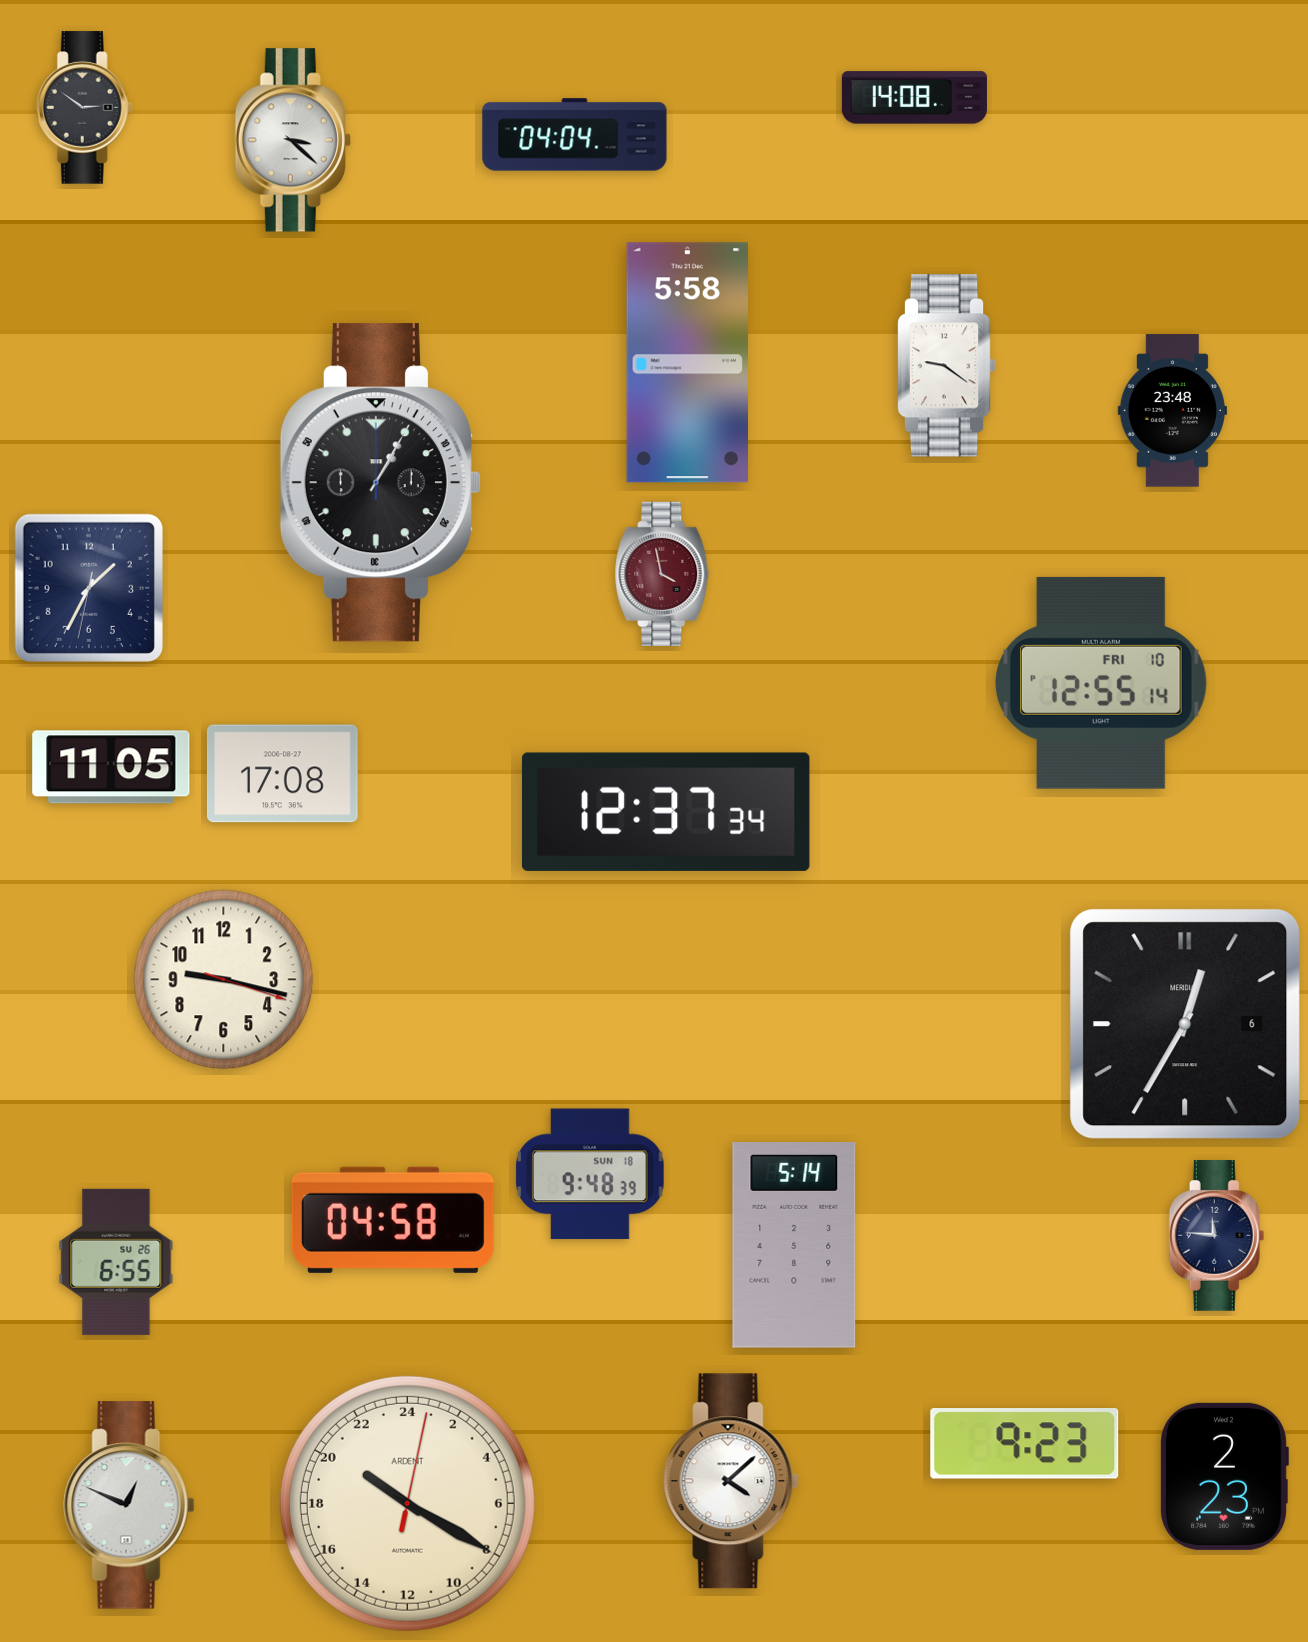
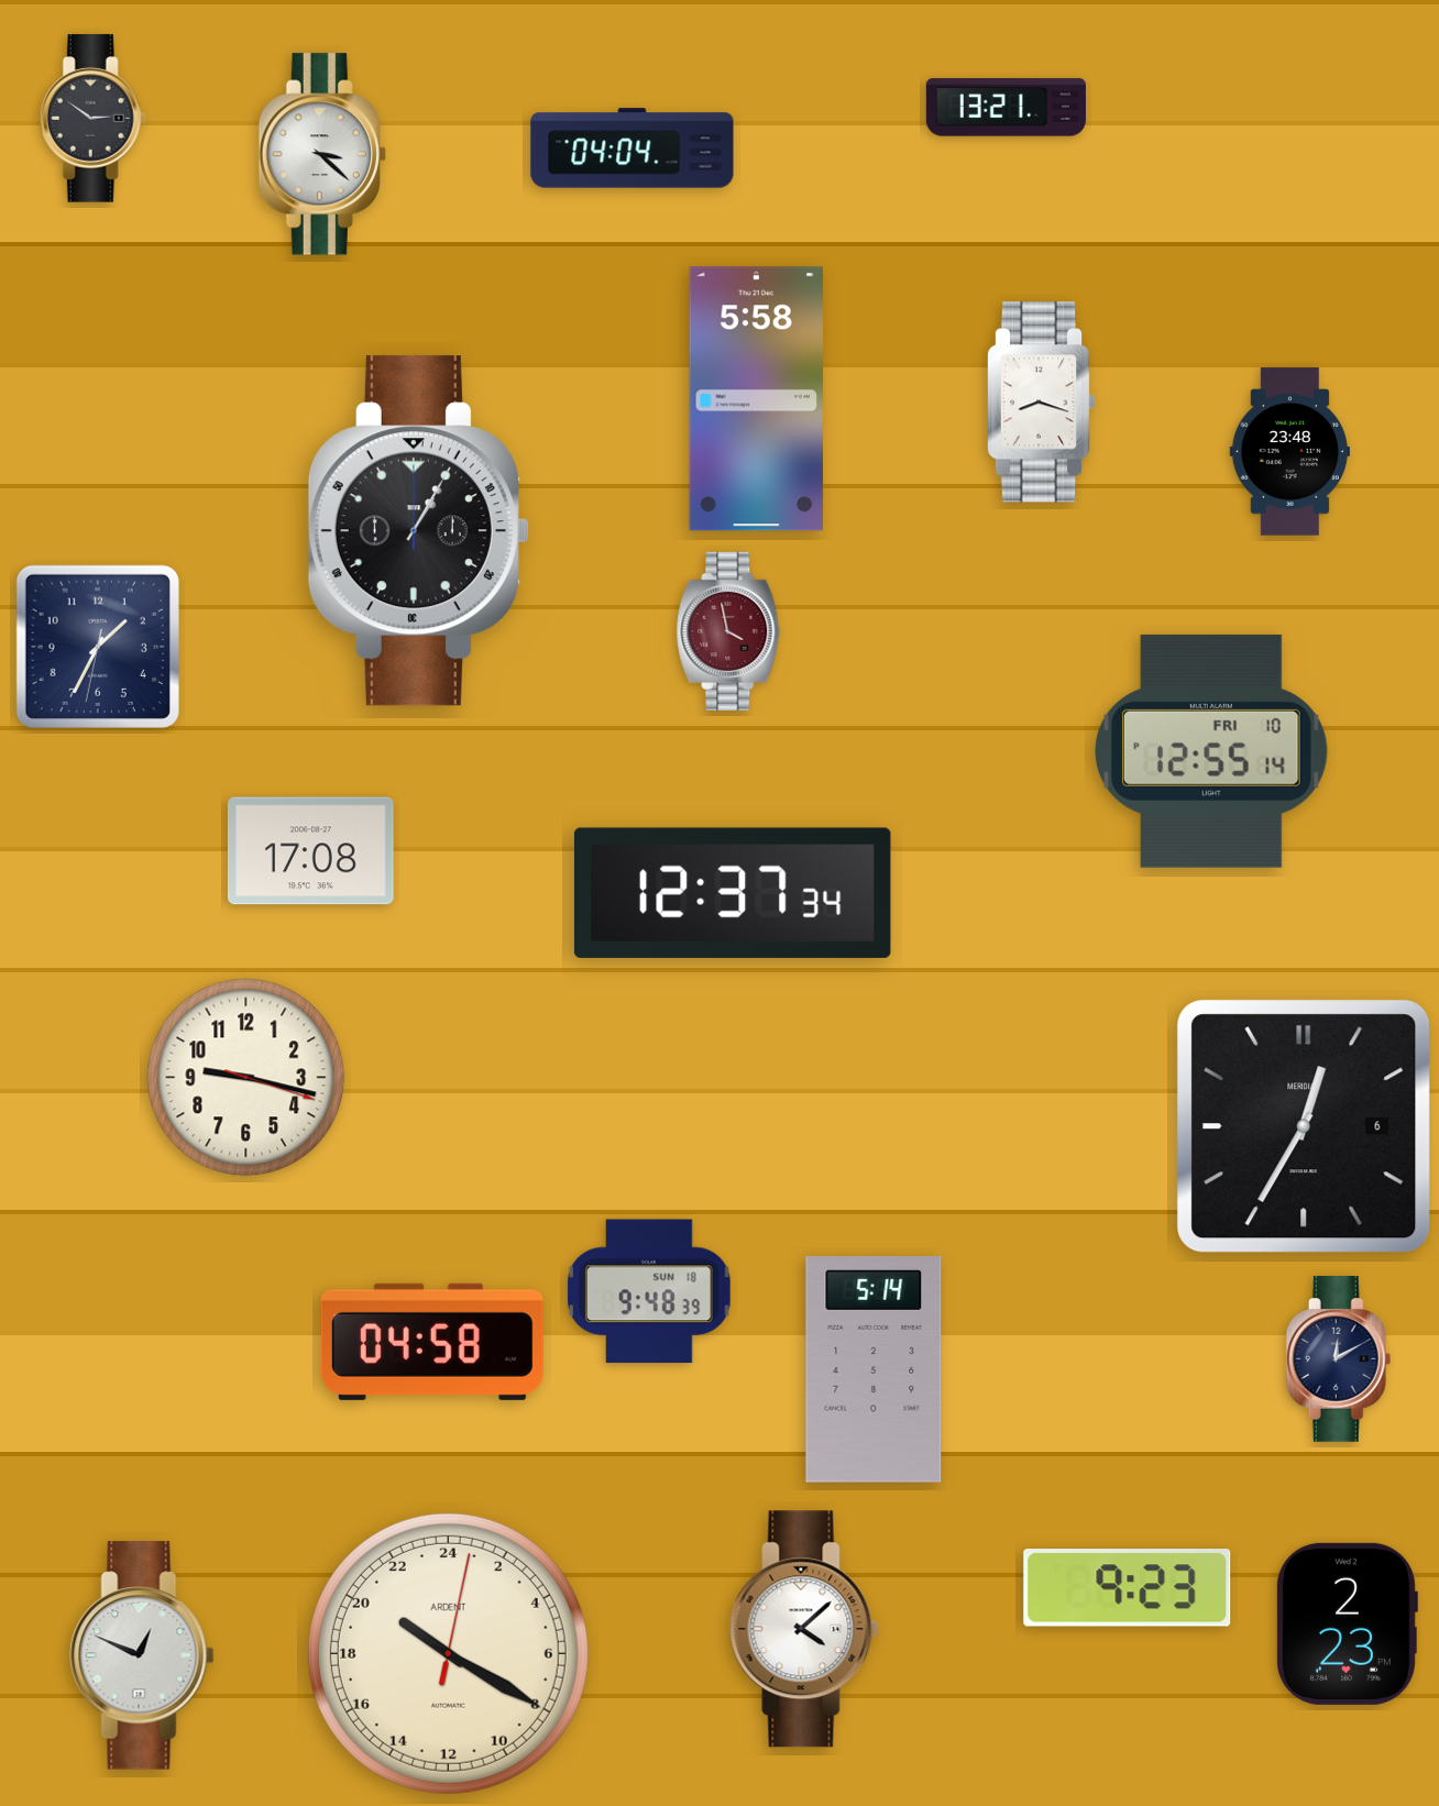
clock at (914, 98): 14:08 -> 13:21
clock at (946, 366): 9:21 -> 8:18
clock at (111, 767): 11:05 -> none
clock at (1217, 1236): 11:46 -> 12:10
clock at (116, 1262): 6:55 -> none
